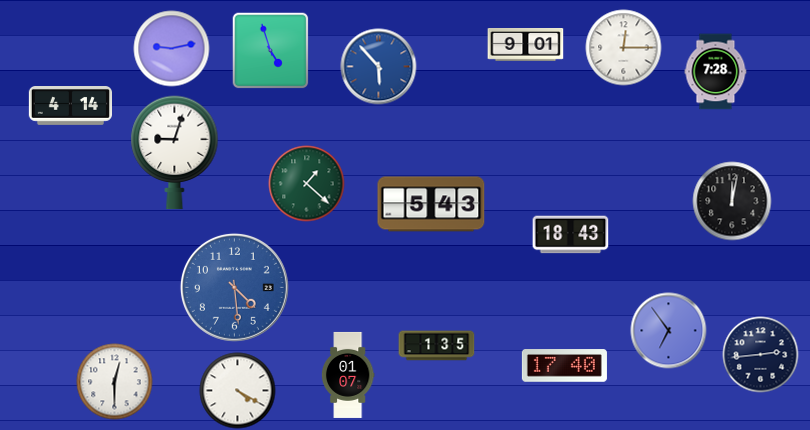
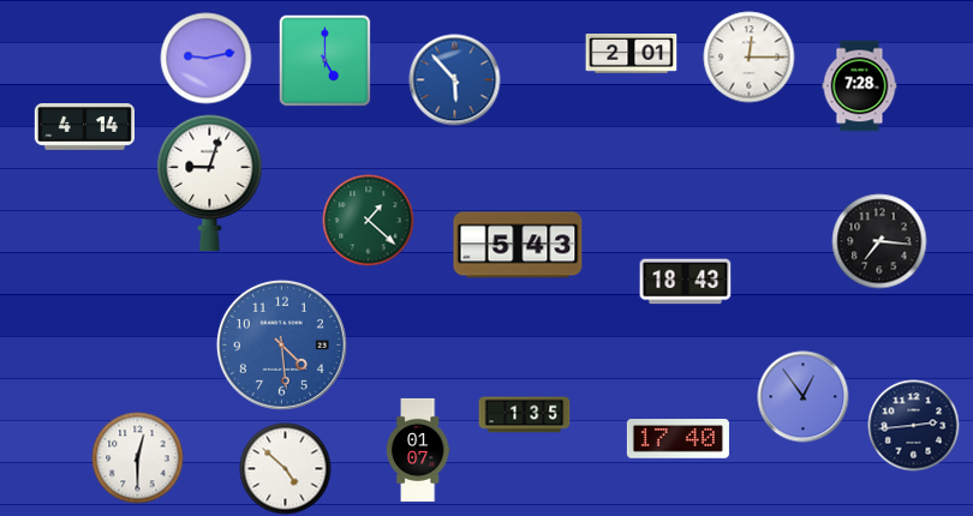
clock at (526, 45): 9:01 -> 2:01
clock at (270, 50): 4:57 -> 5:00
clock at (732, 201): 12:02 -> 7:16
clock at (669, 331): 6:54 -> 12:54
clock at (238, 391): 4:20 -> 4:52
